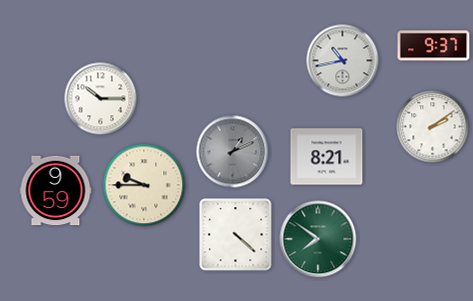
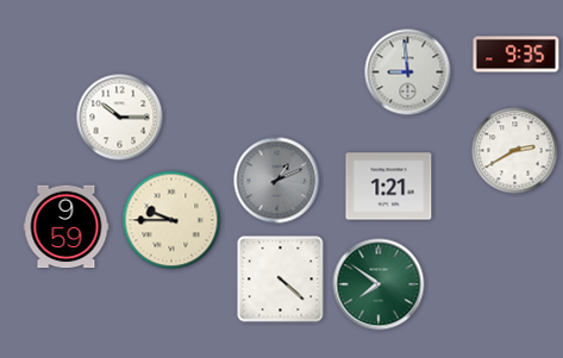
clock at (434, 46): 9:37 -> 9:35
clock at (343, 61): 10:43 -> 8:59
clock at (433, 127): 2:09 -> 2:40
clock at (327, 157): 8:21 -> 1:21
